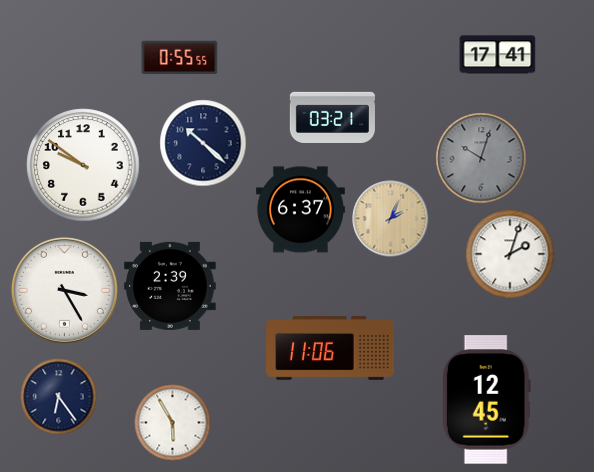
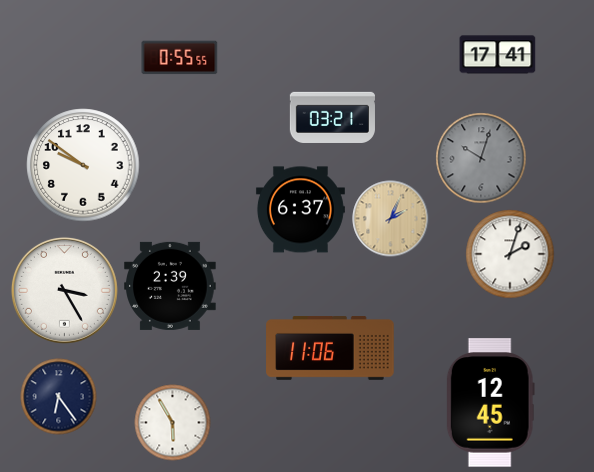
clock at (203, 143): 10:22 -> none
clock at (486, 400) position: (486, 400) -> (490, 403)
